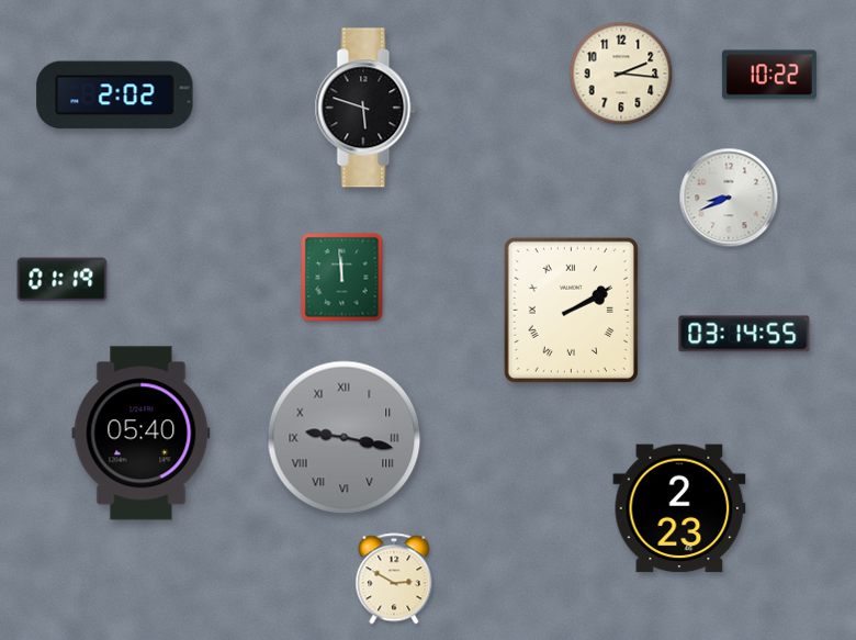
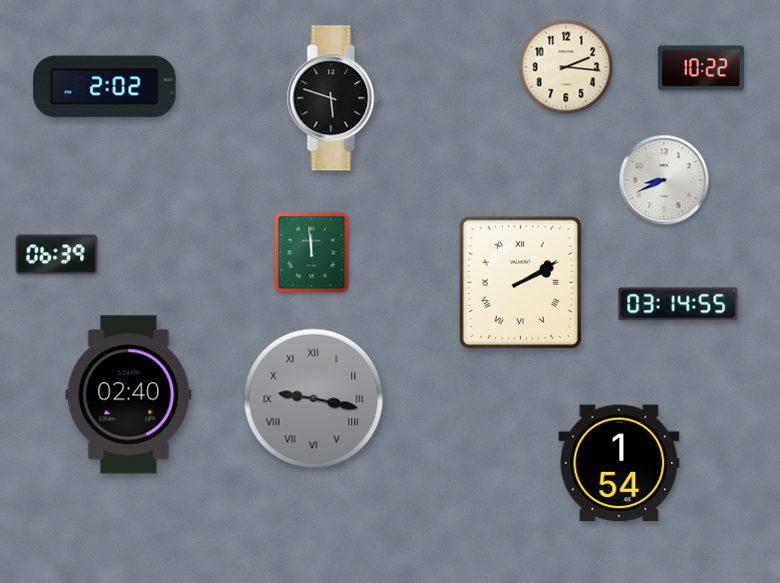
clock at (63, 280): 01:19 -> 06:39
clock at (142, 434): 05:40 -> 02:40
clock at (679, 508): 2:23 -> 1:54
clock at (394, 579): 2:50 -> none
